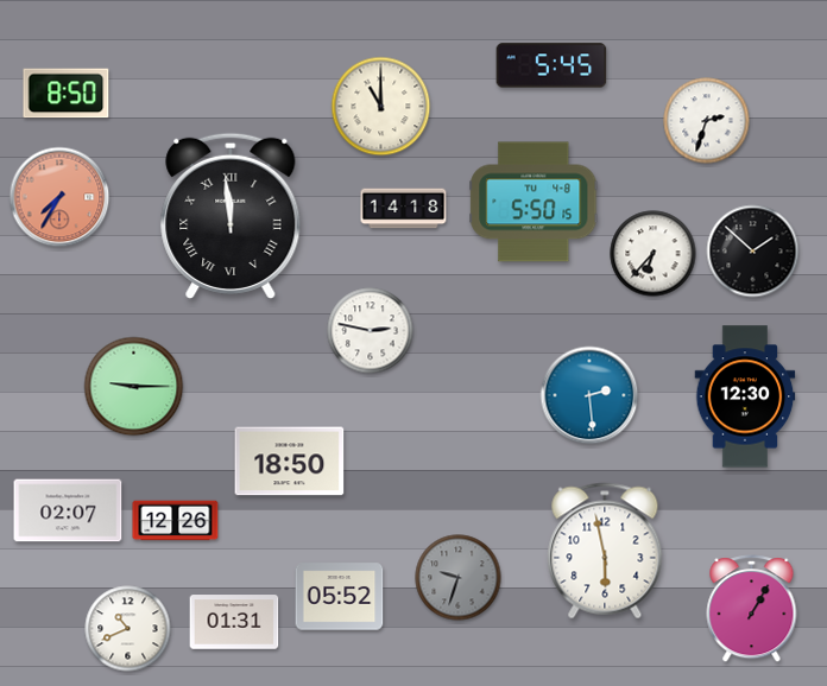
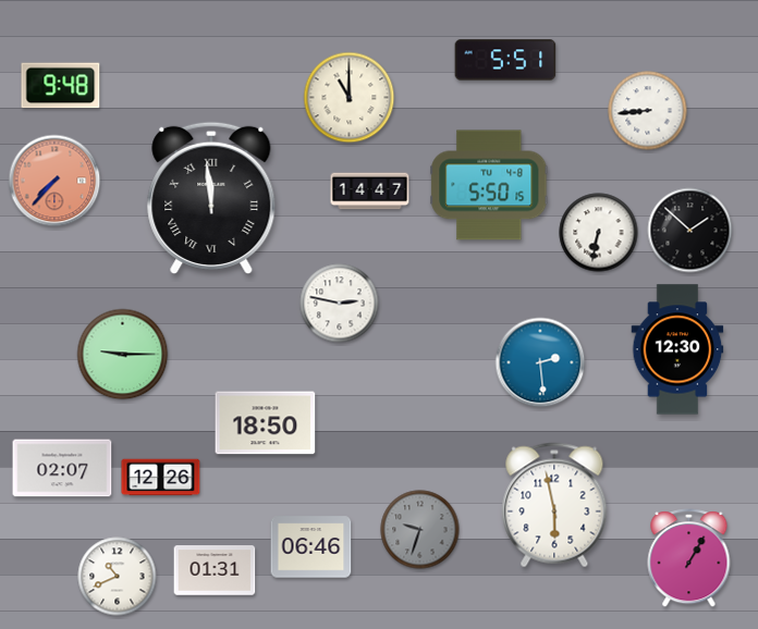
clock at (551, 65): 5:45 -> 5:51
clock at (67, 94): 8:50 -> 9:48
clock at (707, 121): 2:33 -> 8:44
clock at (59, 197): 7:35 -> 7:37
clock at (404, 209): 14:18 -> 14:47
clock at (654, 254): 6:37 -> 6:32
clock at (745, 396) position: (745, 396) -> (677, 349)
clock at (340, 597): 05:52 -> 06:46
